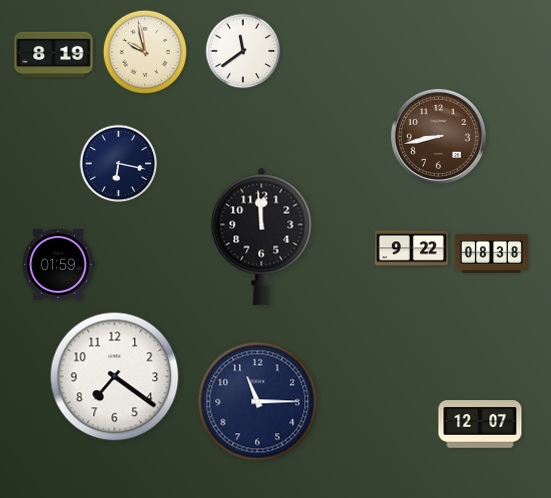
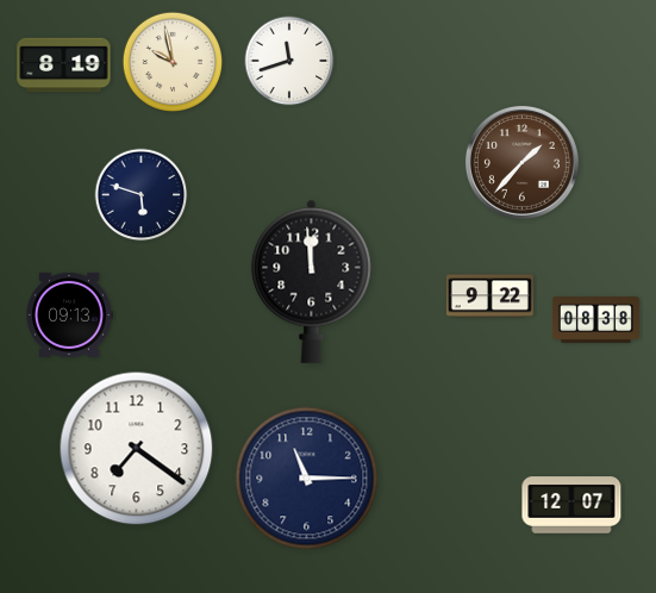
clock at (243, 51): 11:39 -> 11:42
clock at (438, 136): 8:43 -> 1:37
clock at (119, 164): 6:17 -> 5:48
clock at (491, 254) position: (491, 254) -> (595, 320)
clock at (58, 264): 01:59 -> 09:13
